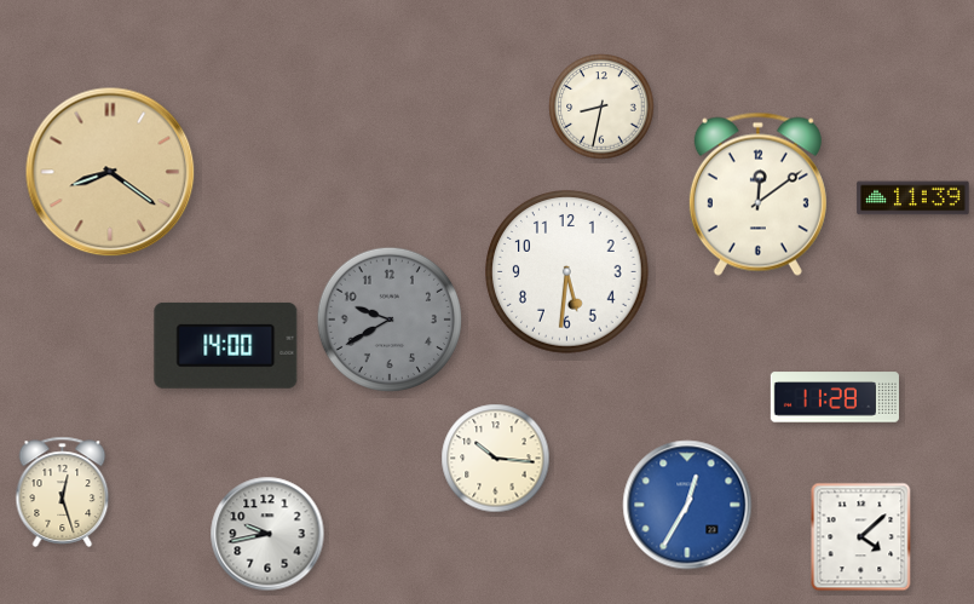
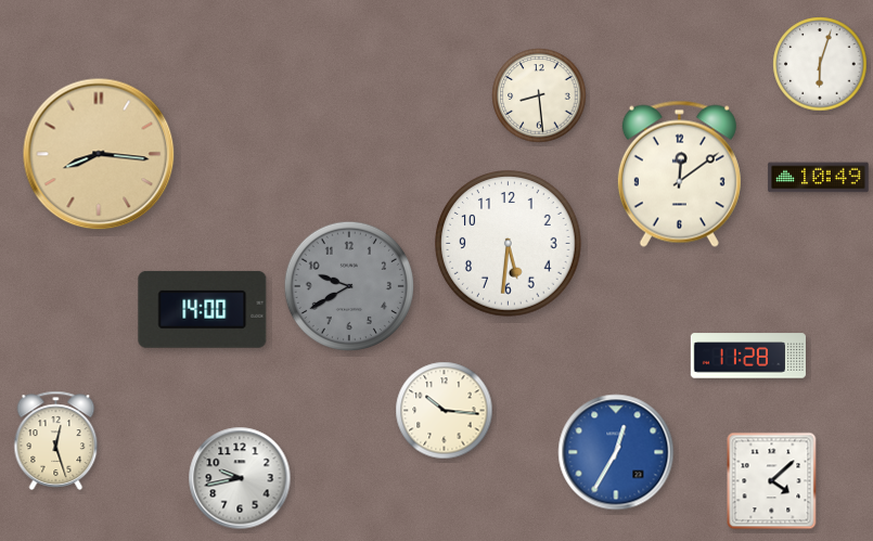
clock at (820, 64): none -> 6:03
clock at (601, 107): 8:32 -> 8:29
clock at (110, 172): 8:21 -> 8:16
clock at (914, 199): 11:39 -> 10:49
